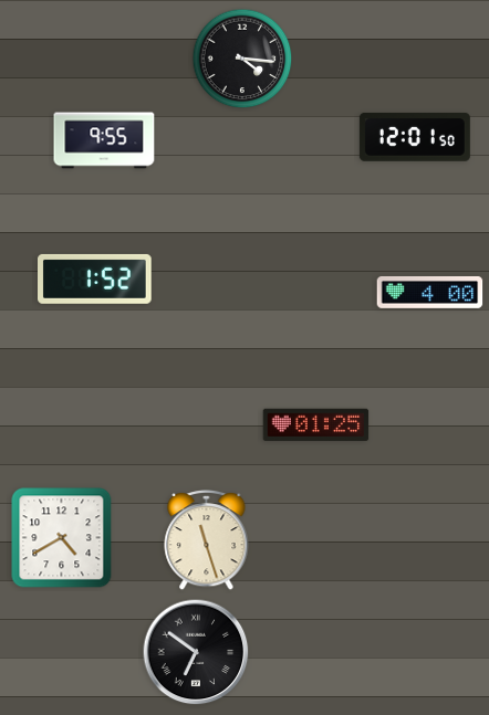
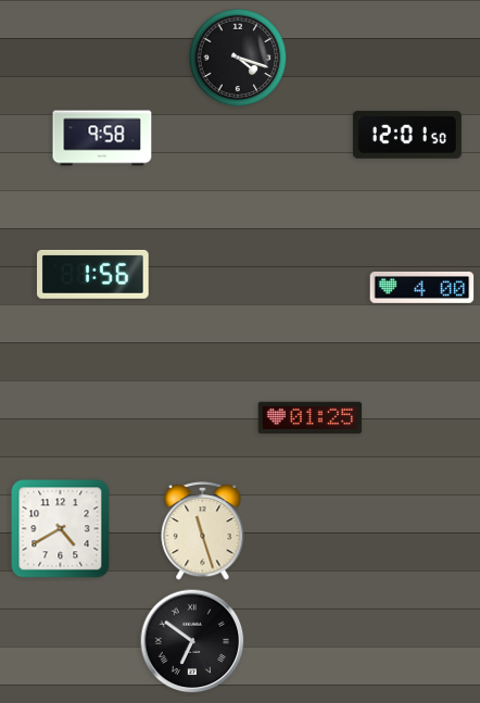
clock at (242, 59): 4:16 -> 4:18
clock at (104, 140): 9:55 -> 9:58
clock at (95, 278): 1:52 -> 1:56
